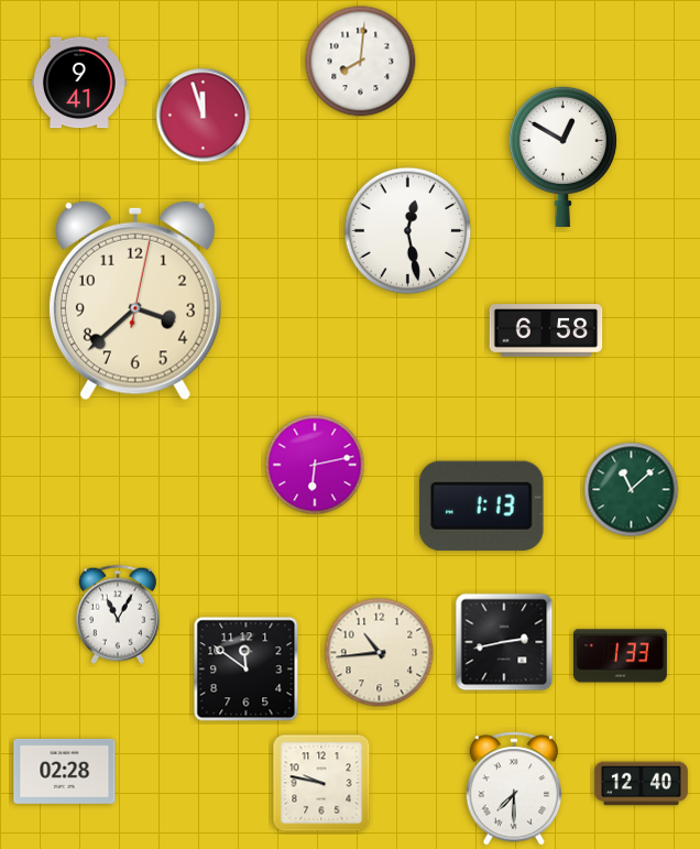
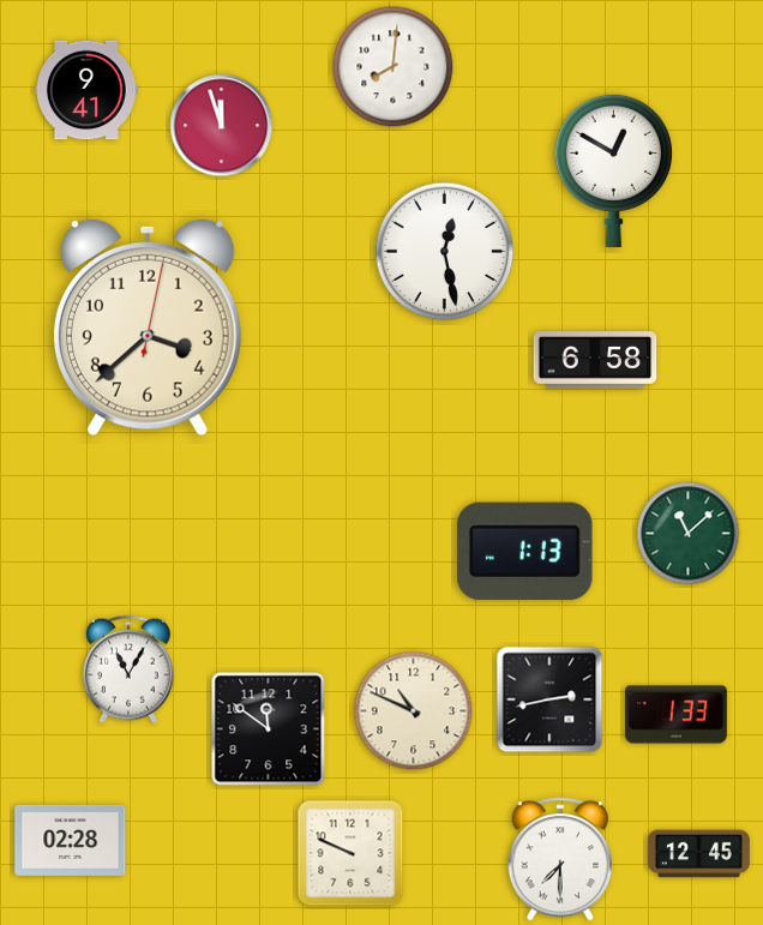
clock at (315, 465): 6:13 -> none
clock at (380, 653): 10:44 -> 10:49
clock at (321, 783): 9:47 -> 9:49
clock at (641, 784): 12:40 -> 12:45
